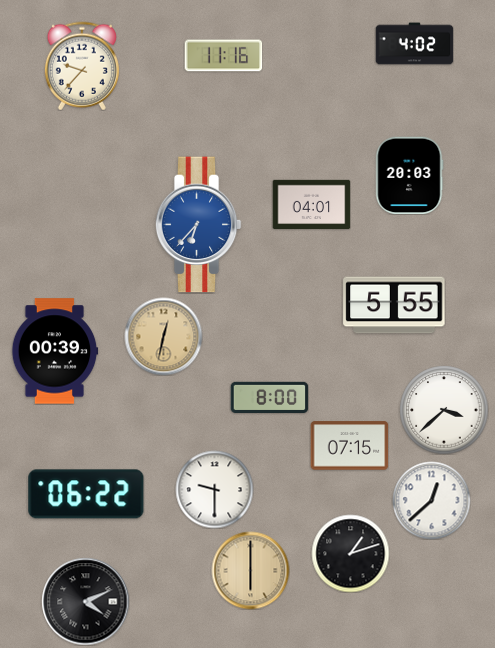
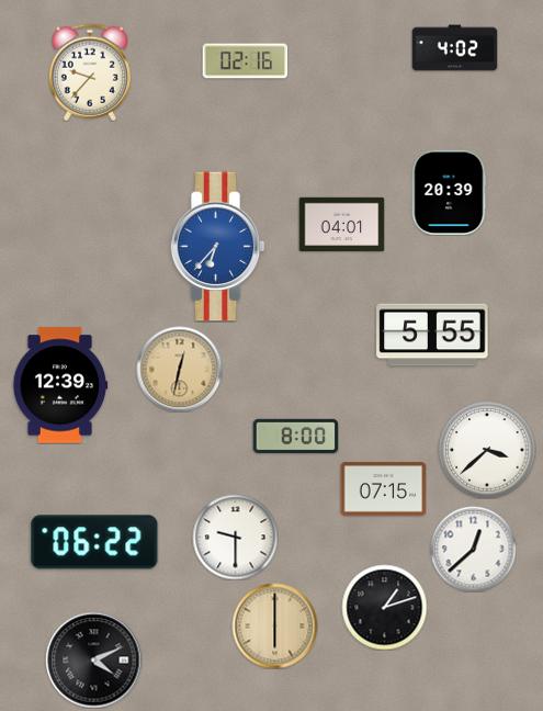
clock at (223, 56): 11:16 -> 02:16
clock at (409, 175): 20:03 -> 20:39
clock at (55, 351): 00:39 -> 12:39
